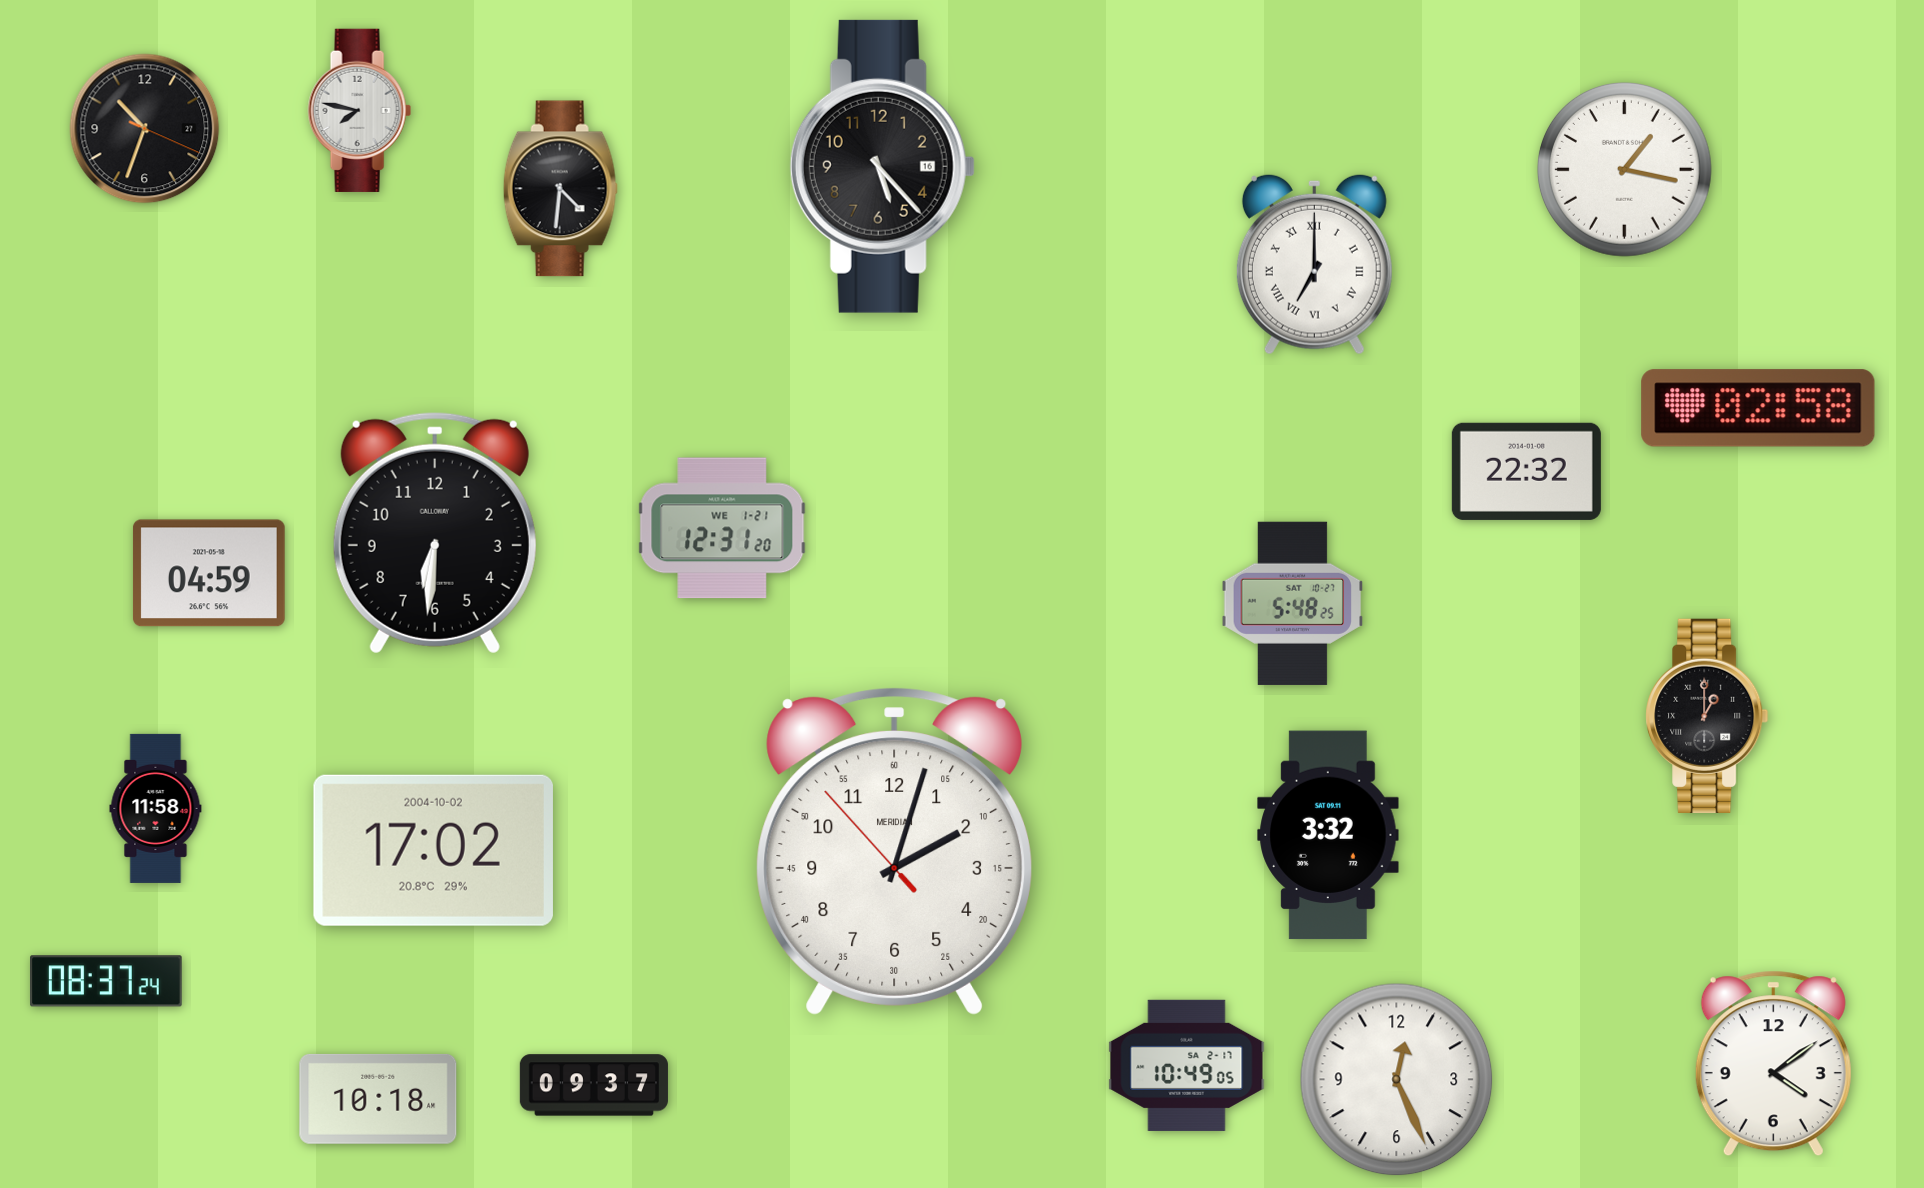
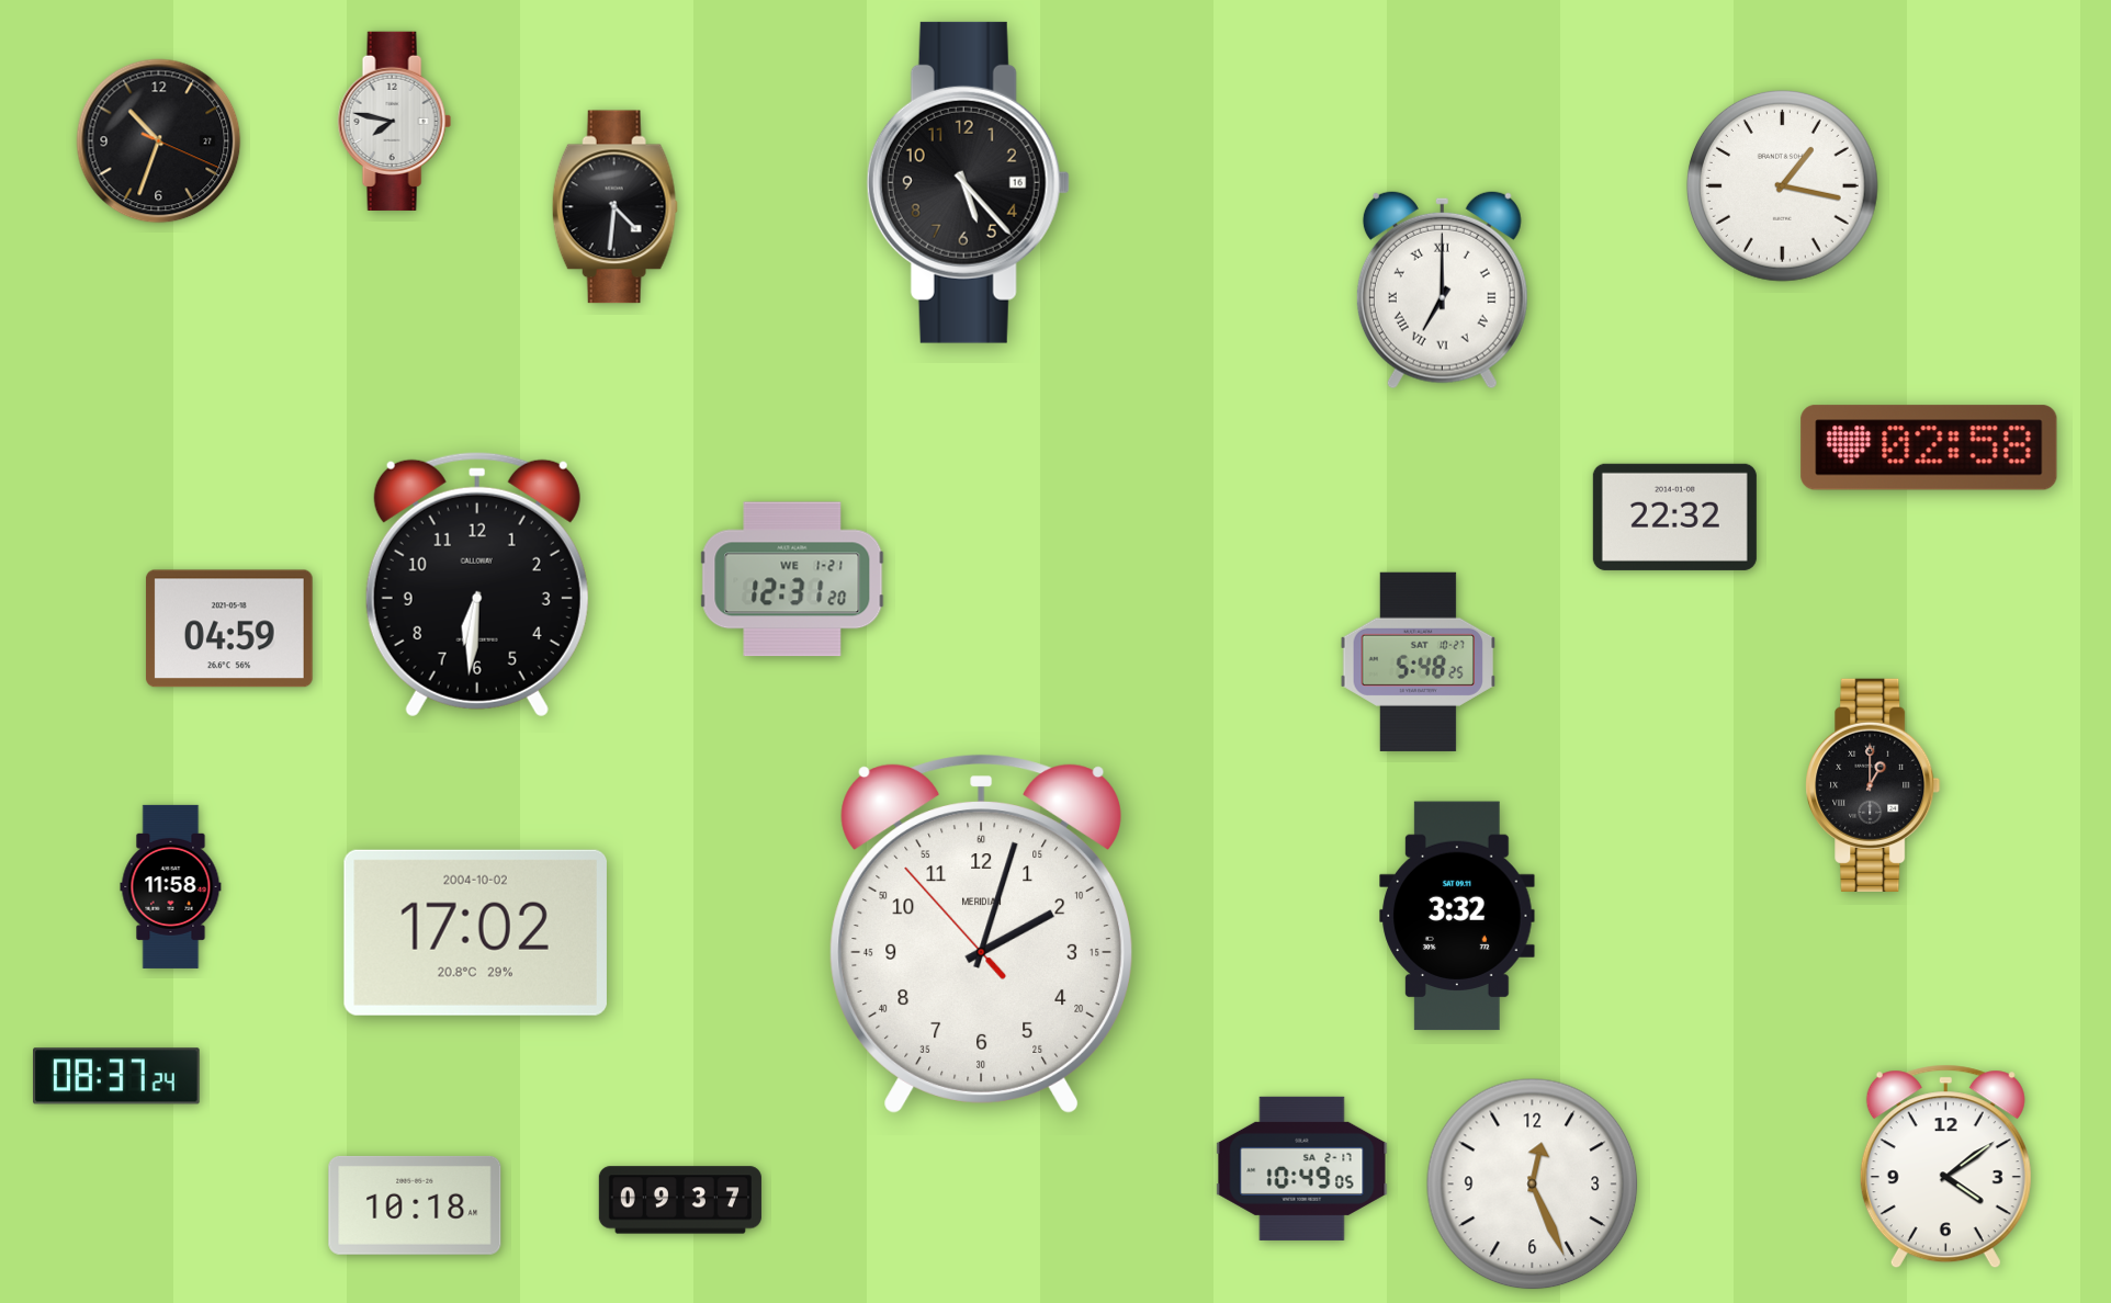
clock at (594, 1085) position: (594, 1085) -> (680, 1200)
